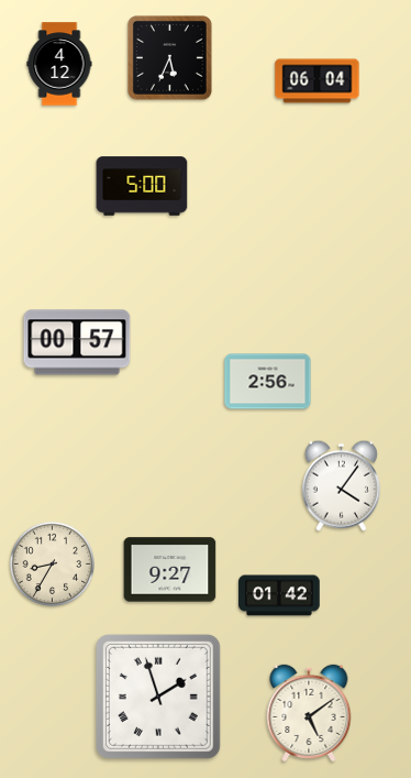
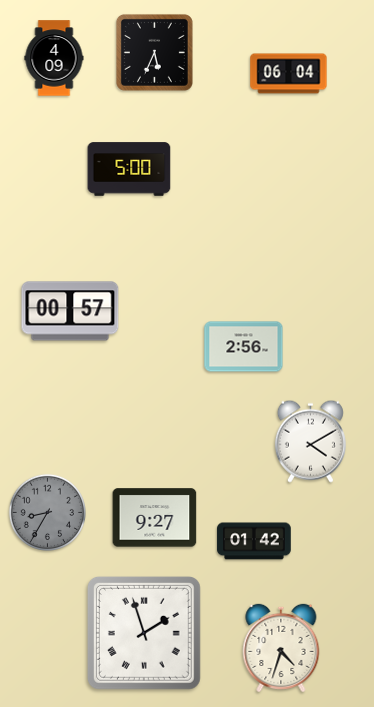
clock at (59, 64): 4:12 -> 4:09
clock at (341, 485): 4:06 -> 4:10
clock at (52, 563) dial: cream -> grey
clock at (309, 712): 5:09 -> 4:33
